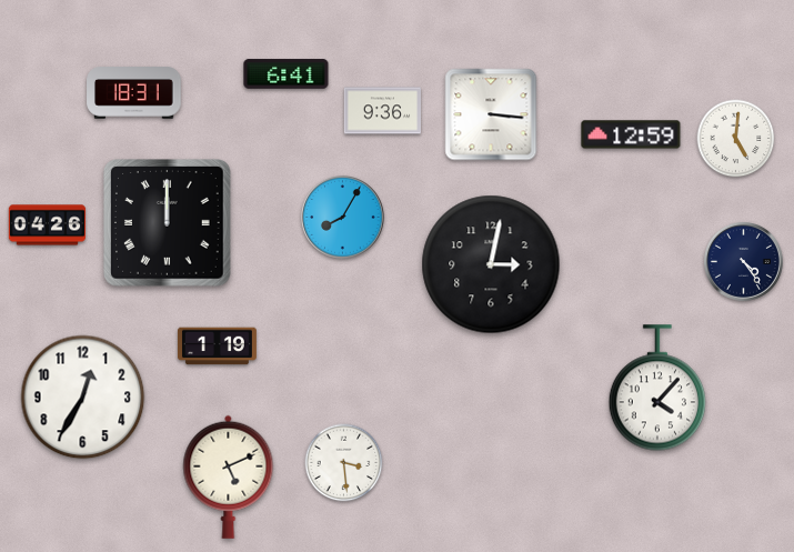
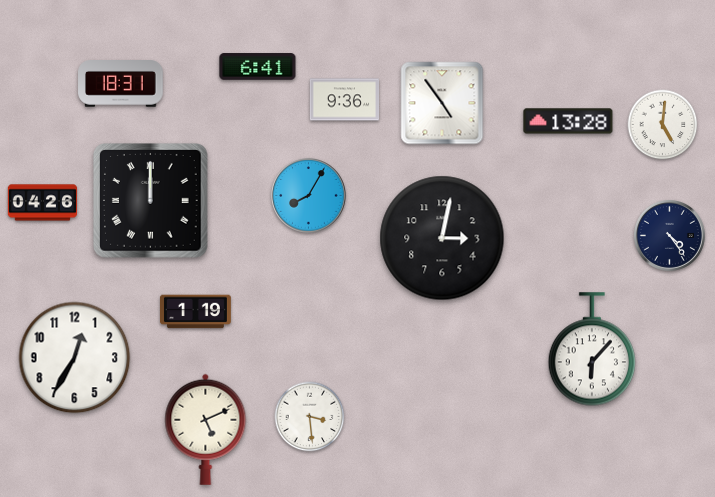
clock at (491, 114): 3:16 -> 4:54
clock at (631, 134): 12:59 -> 13:28
clock at (656, 388): 4:07 -> 6:07
